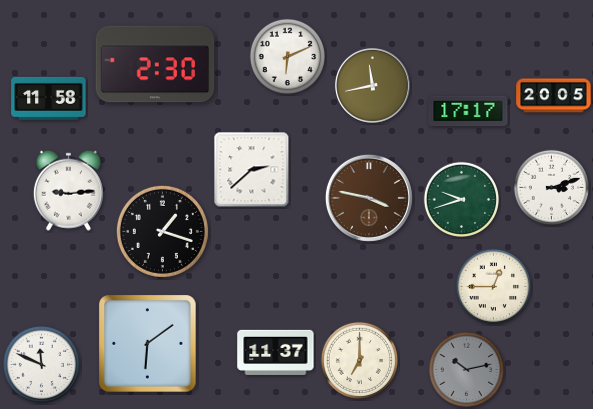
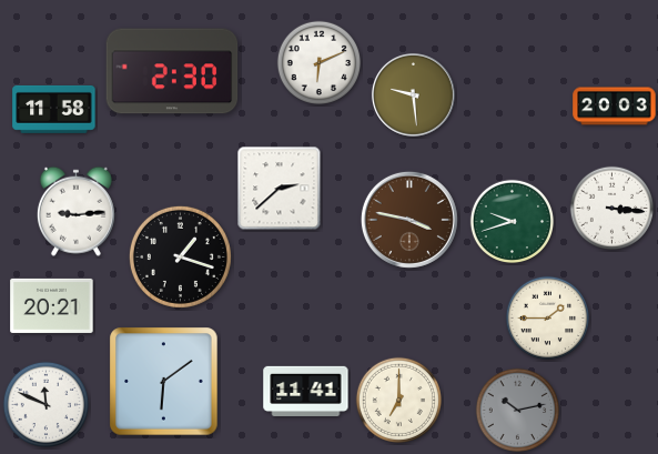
clock at (372, 85): 11:43 -> 9:29
clock at (554, 96): 20:05 -> 20:03
clock at (468, 111): 17:17 -> none
clock at (552, 188): 3:12 -> 3:16
clock at (52, 305): none -> 20:21
clock at (494, 287): 12:45 -> 1:45
clock at (276, 352): 11:37 -> 11:41
